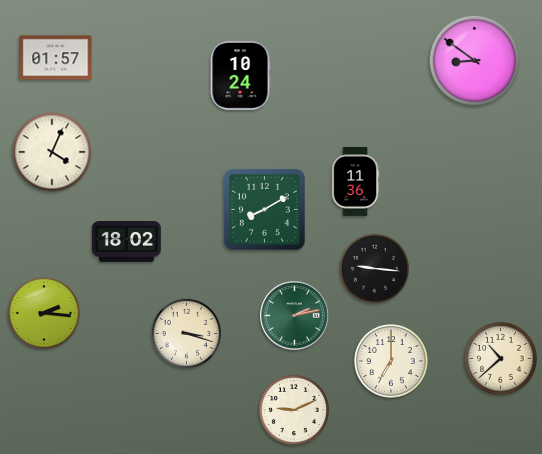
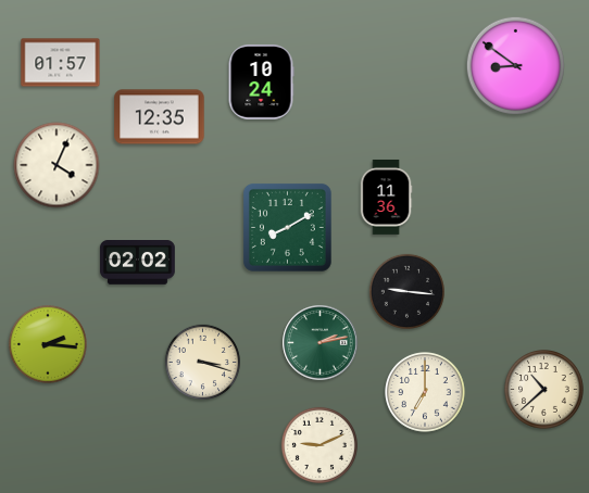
clock at (160, 117): none -> 12:35
clock at (126, 242): 18:02 -> 02:02
clock at (44, 313) position: (44, 313) -> (48, 344)
